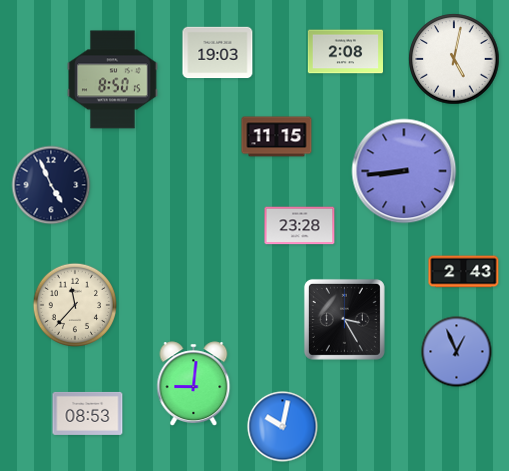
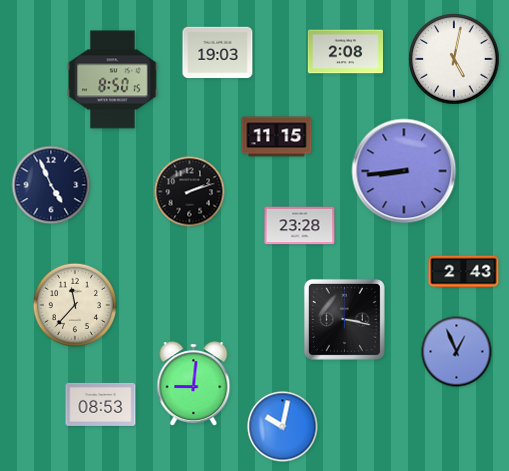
clock at (190, 192): none -> 2:12
clock at (344, 319): 3:25 -> 3:17
clock at (88, 413) position: (88, 413) -> (101, 404)
